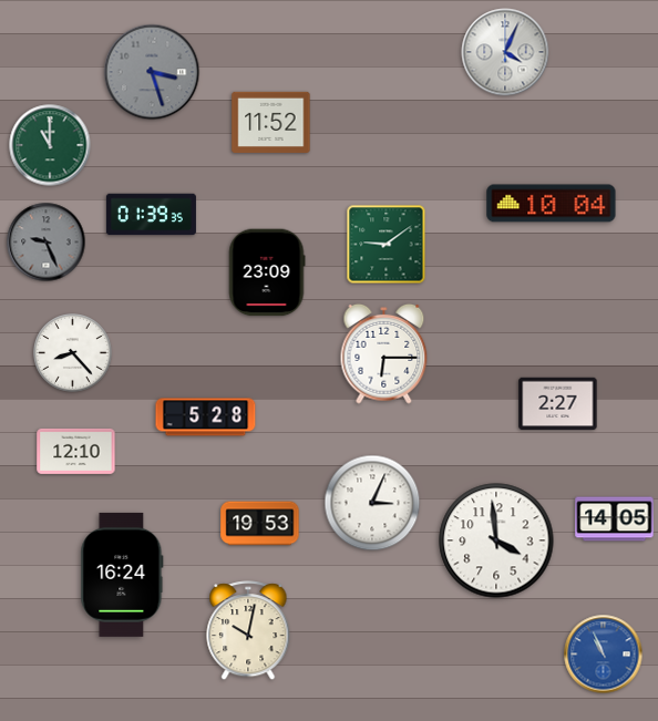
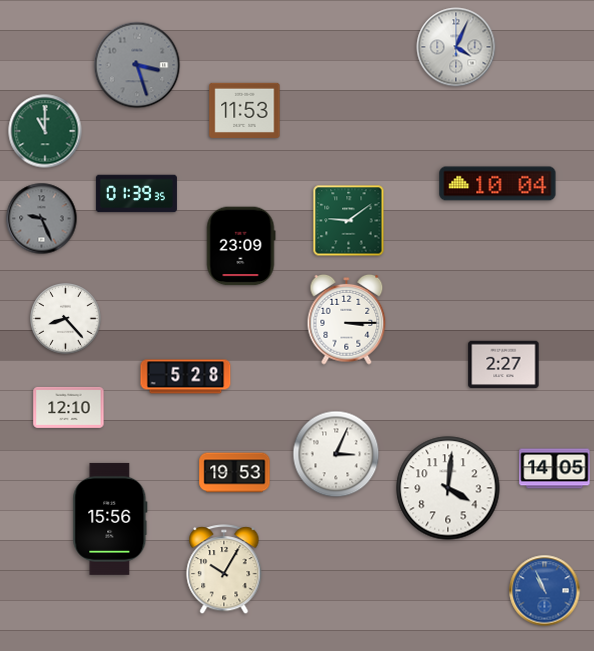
clock at (271, 122): 11:52 -> 11:53
clock at (384, 353): 6:15 -> 3:15
clock at (496, 540): 3:59 -> 4:01
clock at (122, 575): 16:24 -> 15:56
clock at (248, 631): 10:02 -> 10:05
